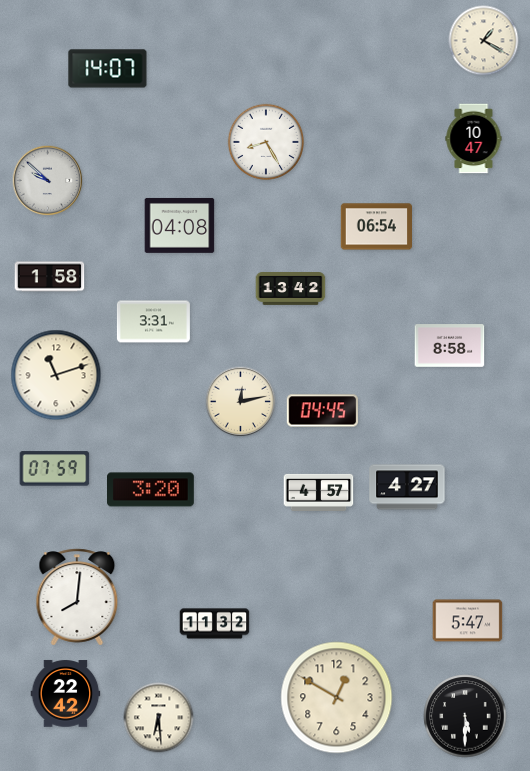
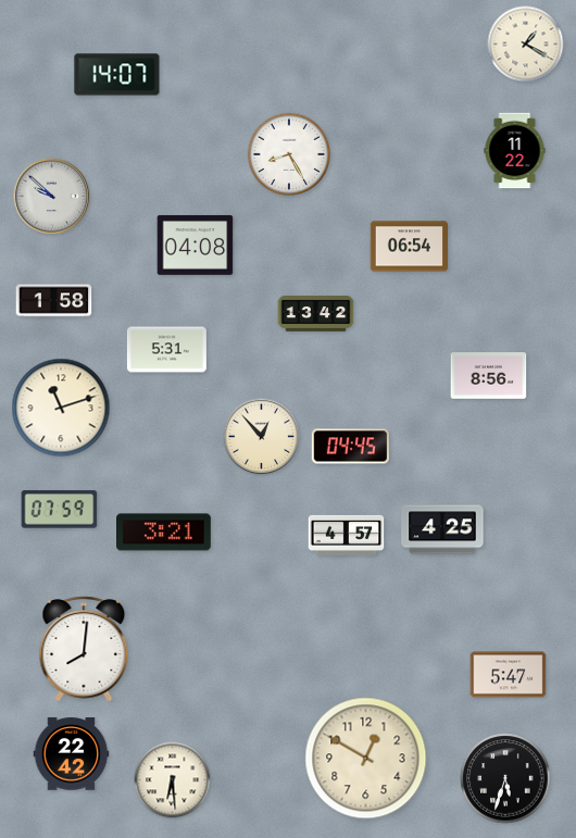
clock at (474, 139): 10:47 -> 11:22
clock at (153, 322): 3:31 -> 5:31
clock at (450, 346): 8:58 -> 8:56
clock at (241, 402): 12:13 -> 12:53
clock at (407, 487): 4:27 -> 4:25
clock at (151, 490): 3:20 -> 3:21
clock at (215, 624): 11:32 -> none
clock at (465, 716): 5:30 -> 5:33
